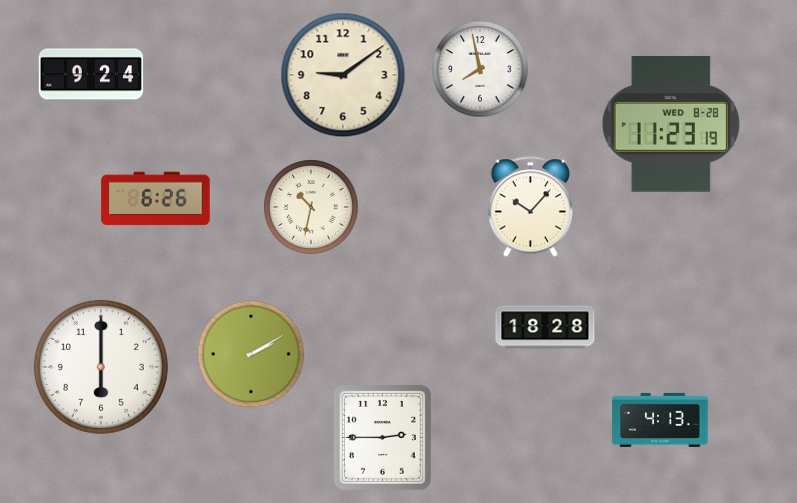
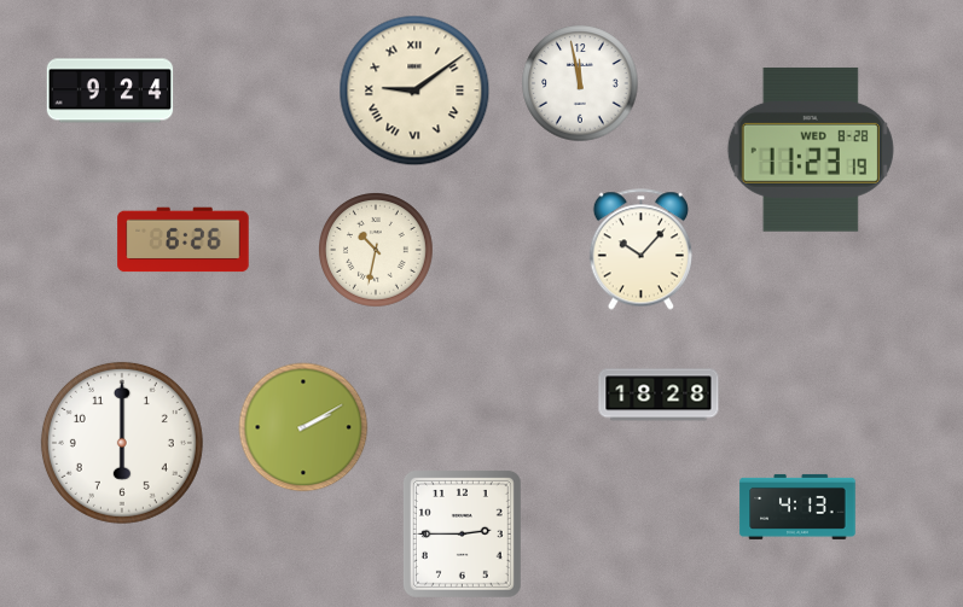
clock at (480, 69): 7:58 -> 11:58
clock at (343, 75) numerals: Arabic -> Roman
clock at (156, 199) position: (156, 199) -> (184, 240)
clock at (382, 437) position: (382, 437) -> (462, 533)
